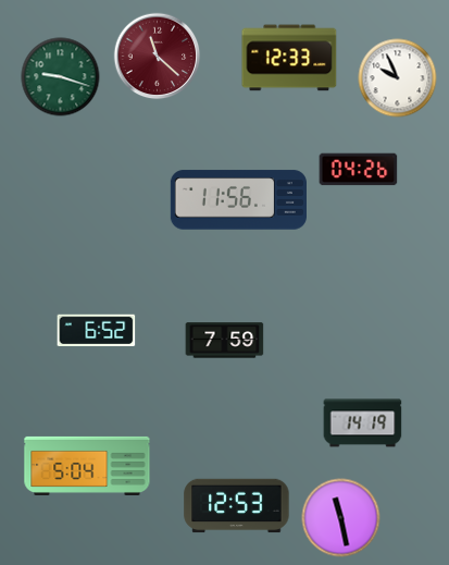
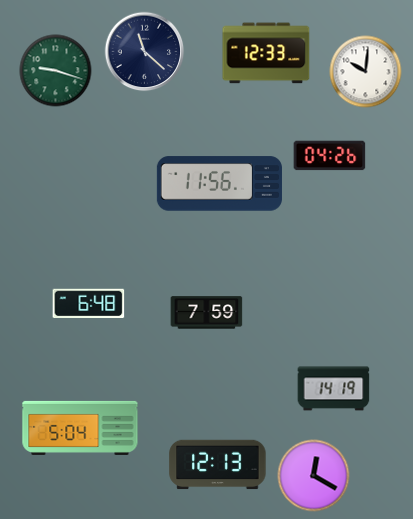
clock at (158, 57) dial: burgundy -> navy
clock at (398, 78): 9:56 -> 10:01
clock at (97, 331): 6:52 -> 6:48
clock at (237, 506): 12:53 -> 12:13
clock at (341, 518): 11:28 -> 12:20
